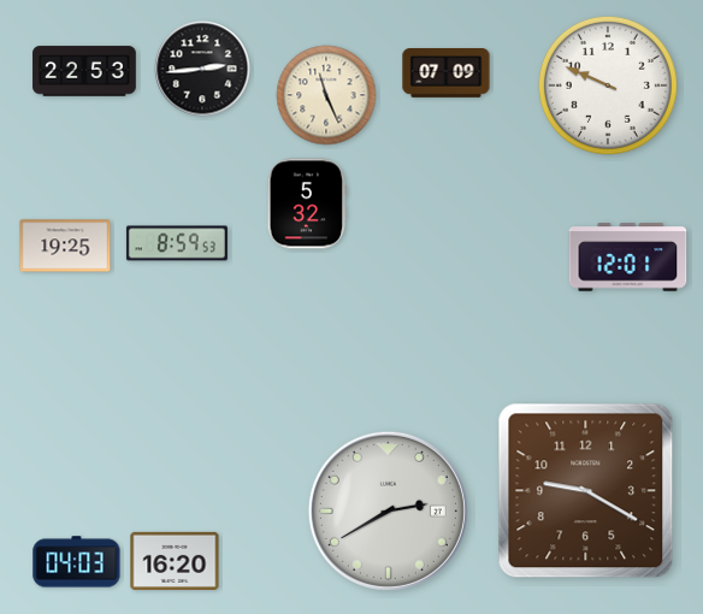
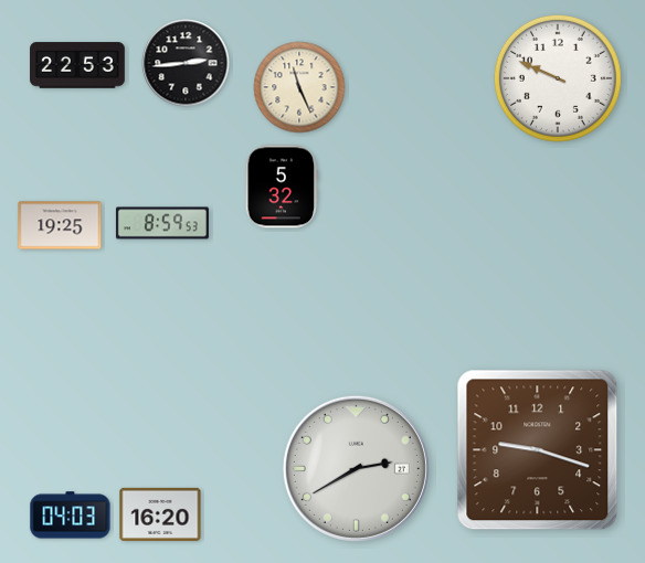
clock at (447, 73): 07:09 -> none
clock at (628, 258): 12:01 -> none
clock at (586, 491): 9:20 -> 9:18
